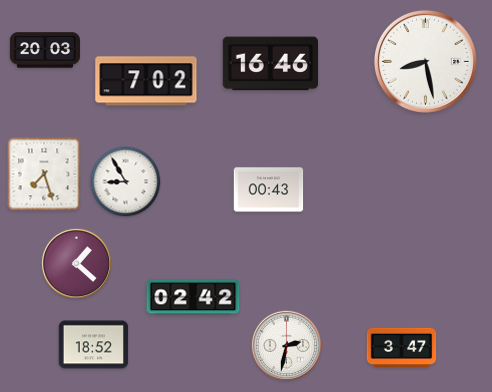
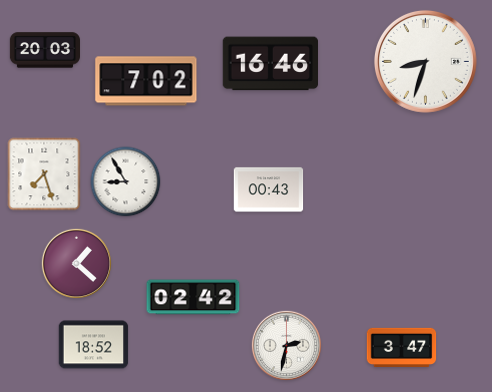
clock at (425, 61): 8:28 -> 8:33
